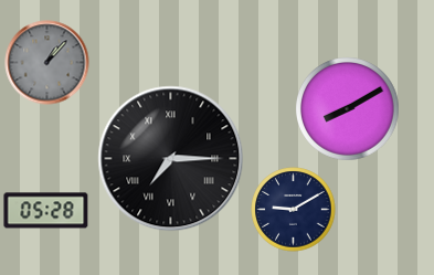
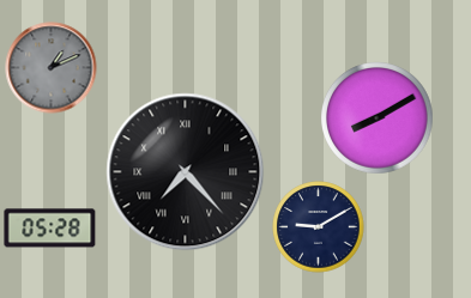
clock at (47, 63): 1:07 -> 1:11
clock at (171, 159): 7:15 -> 7:23
